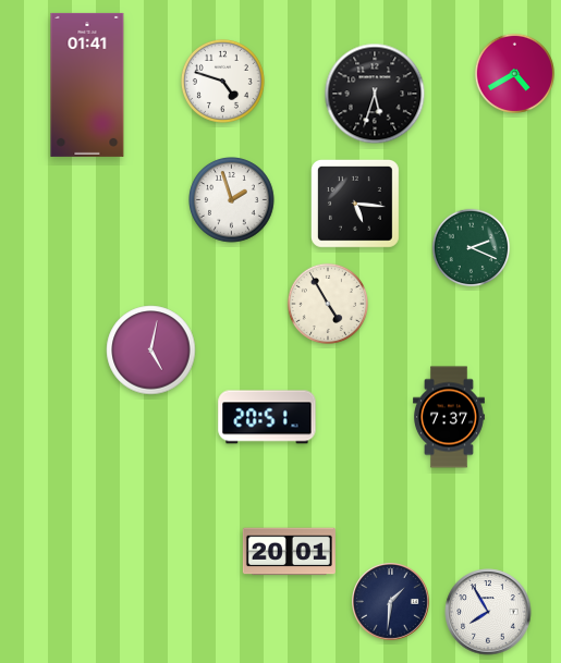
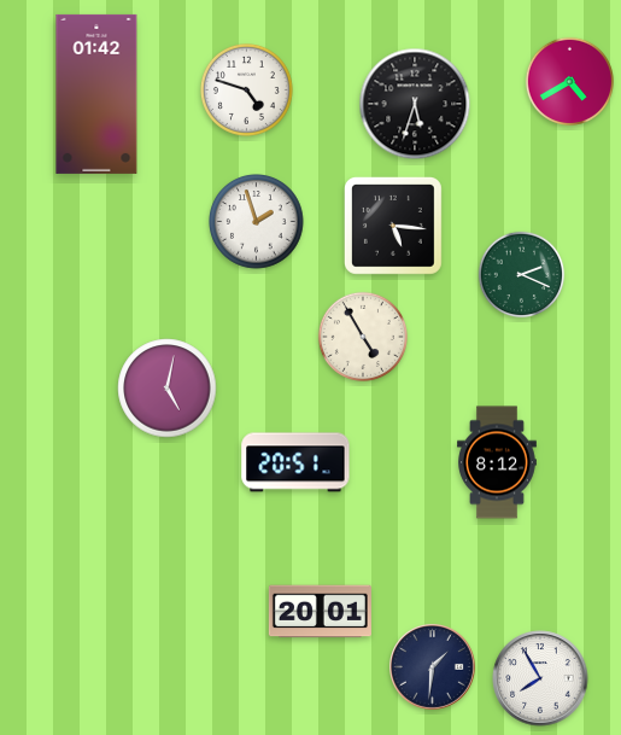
clock at (87, 85): 01:41 -> 01:42
clock at (450, 417): 7:37 -> 8:12
